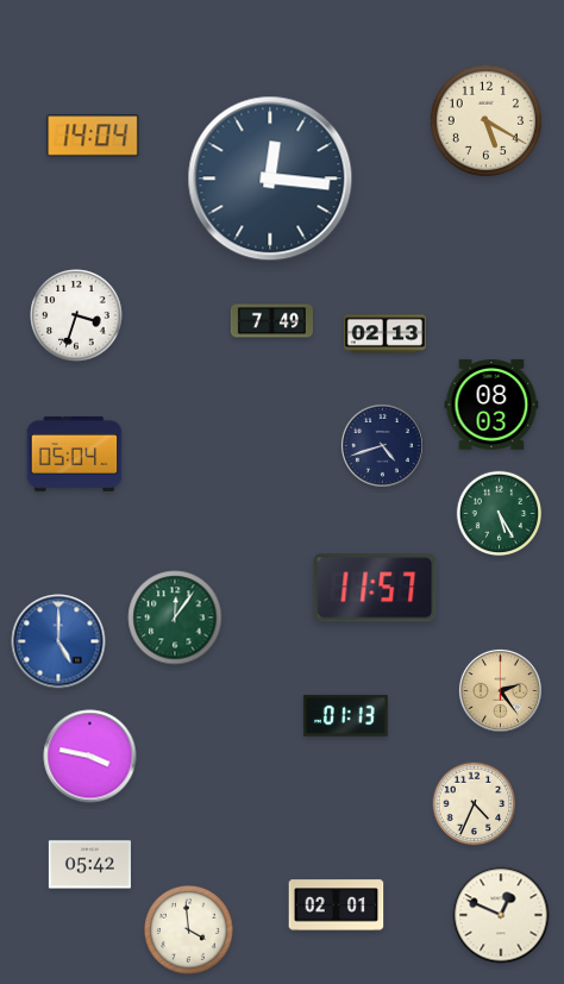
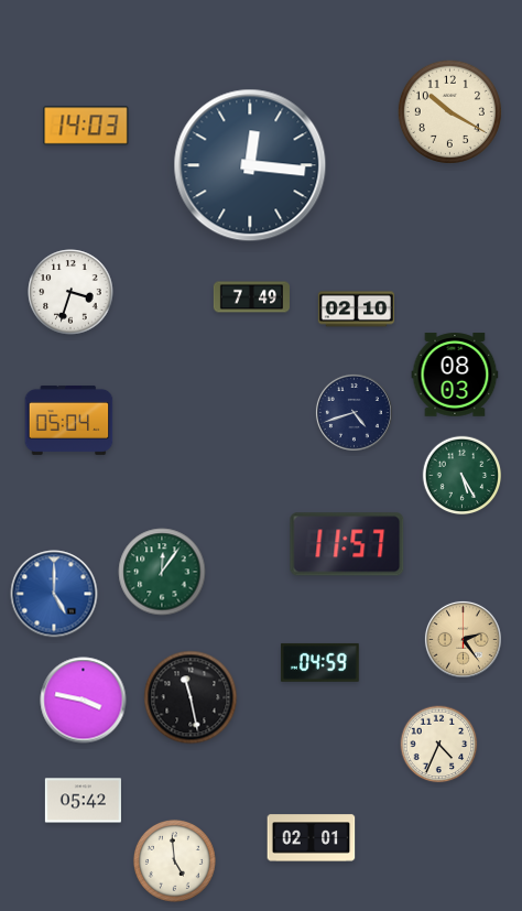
clock at (485, 120): 5:20 -> 10:20
clock at (93, 136): 14:04 -> 14:03
clock at (384, 334): 02:13 -> 02:10
clock at (345, 715): 01:13 -> 04:59
clock at (191, 697): none -> 11:28
clock at (501, 915): 12:49 -> none
clock at (188, 929): 3:59 -> 4:59
